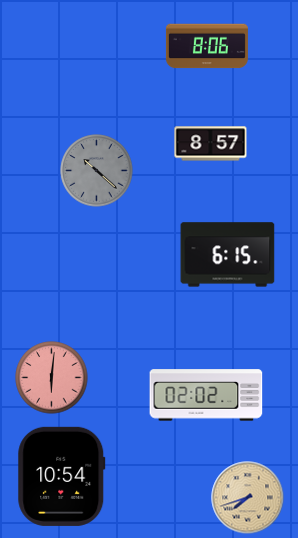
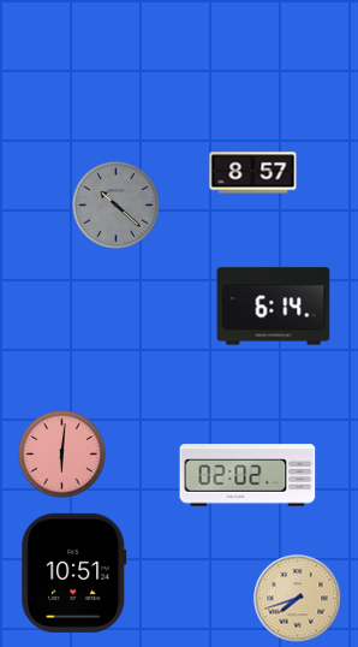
clock at (207, 46): 8:06 -> none
clock at (228, 255): 6:15 -> 6:14
clock at (62, 476): 10:54 -> 10:51
